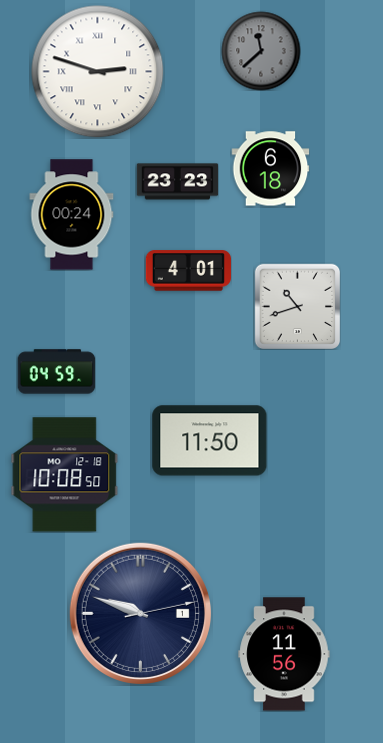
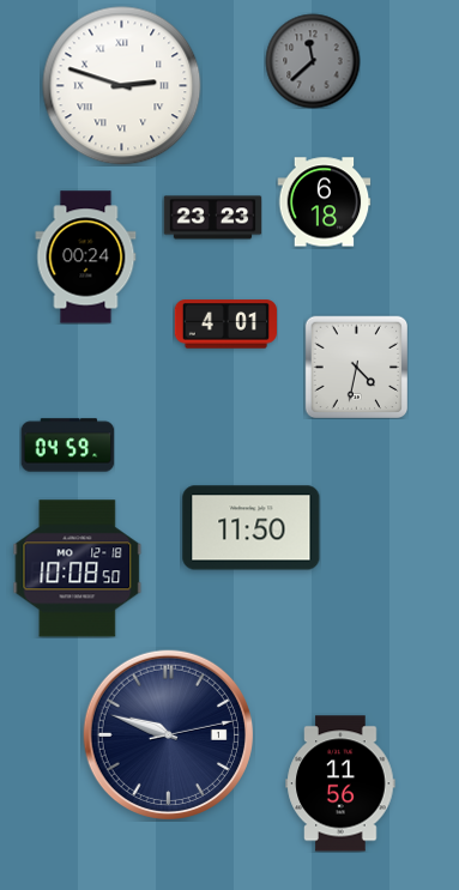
clock at (98, 72) position: (98, 72) -> (122, 86)
clock at (297, 306): 10:42 -> 4:32
